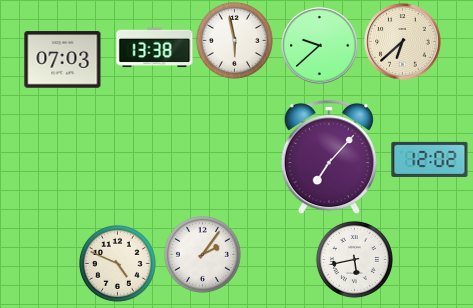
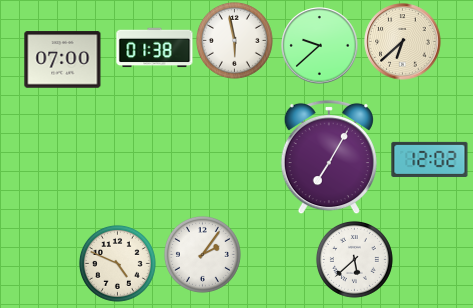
clock at (155, 48): 13:38 -> 01:38
clock at (63, 60): 07:03 -> 07:00
clock at (329, 157): 7:07 -> 7:05
clock at (354, 259): 5:43 -> 5:38
